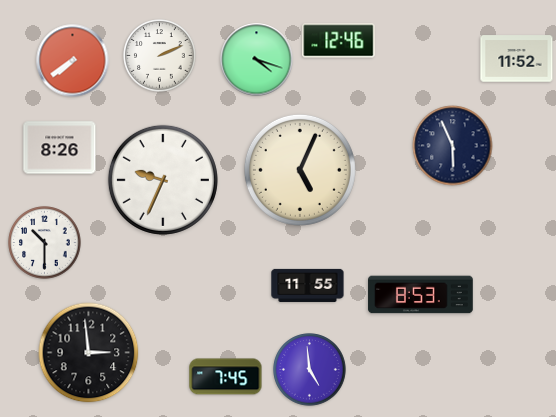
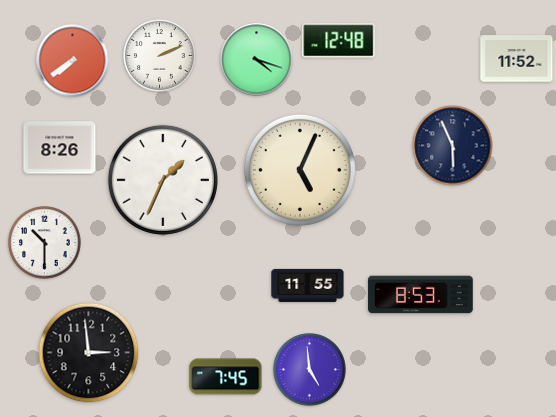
clock at (339, 41): 12:46 -> 12:48
clock at (163, 180): 9:34 -> 1:34
